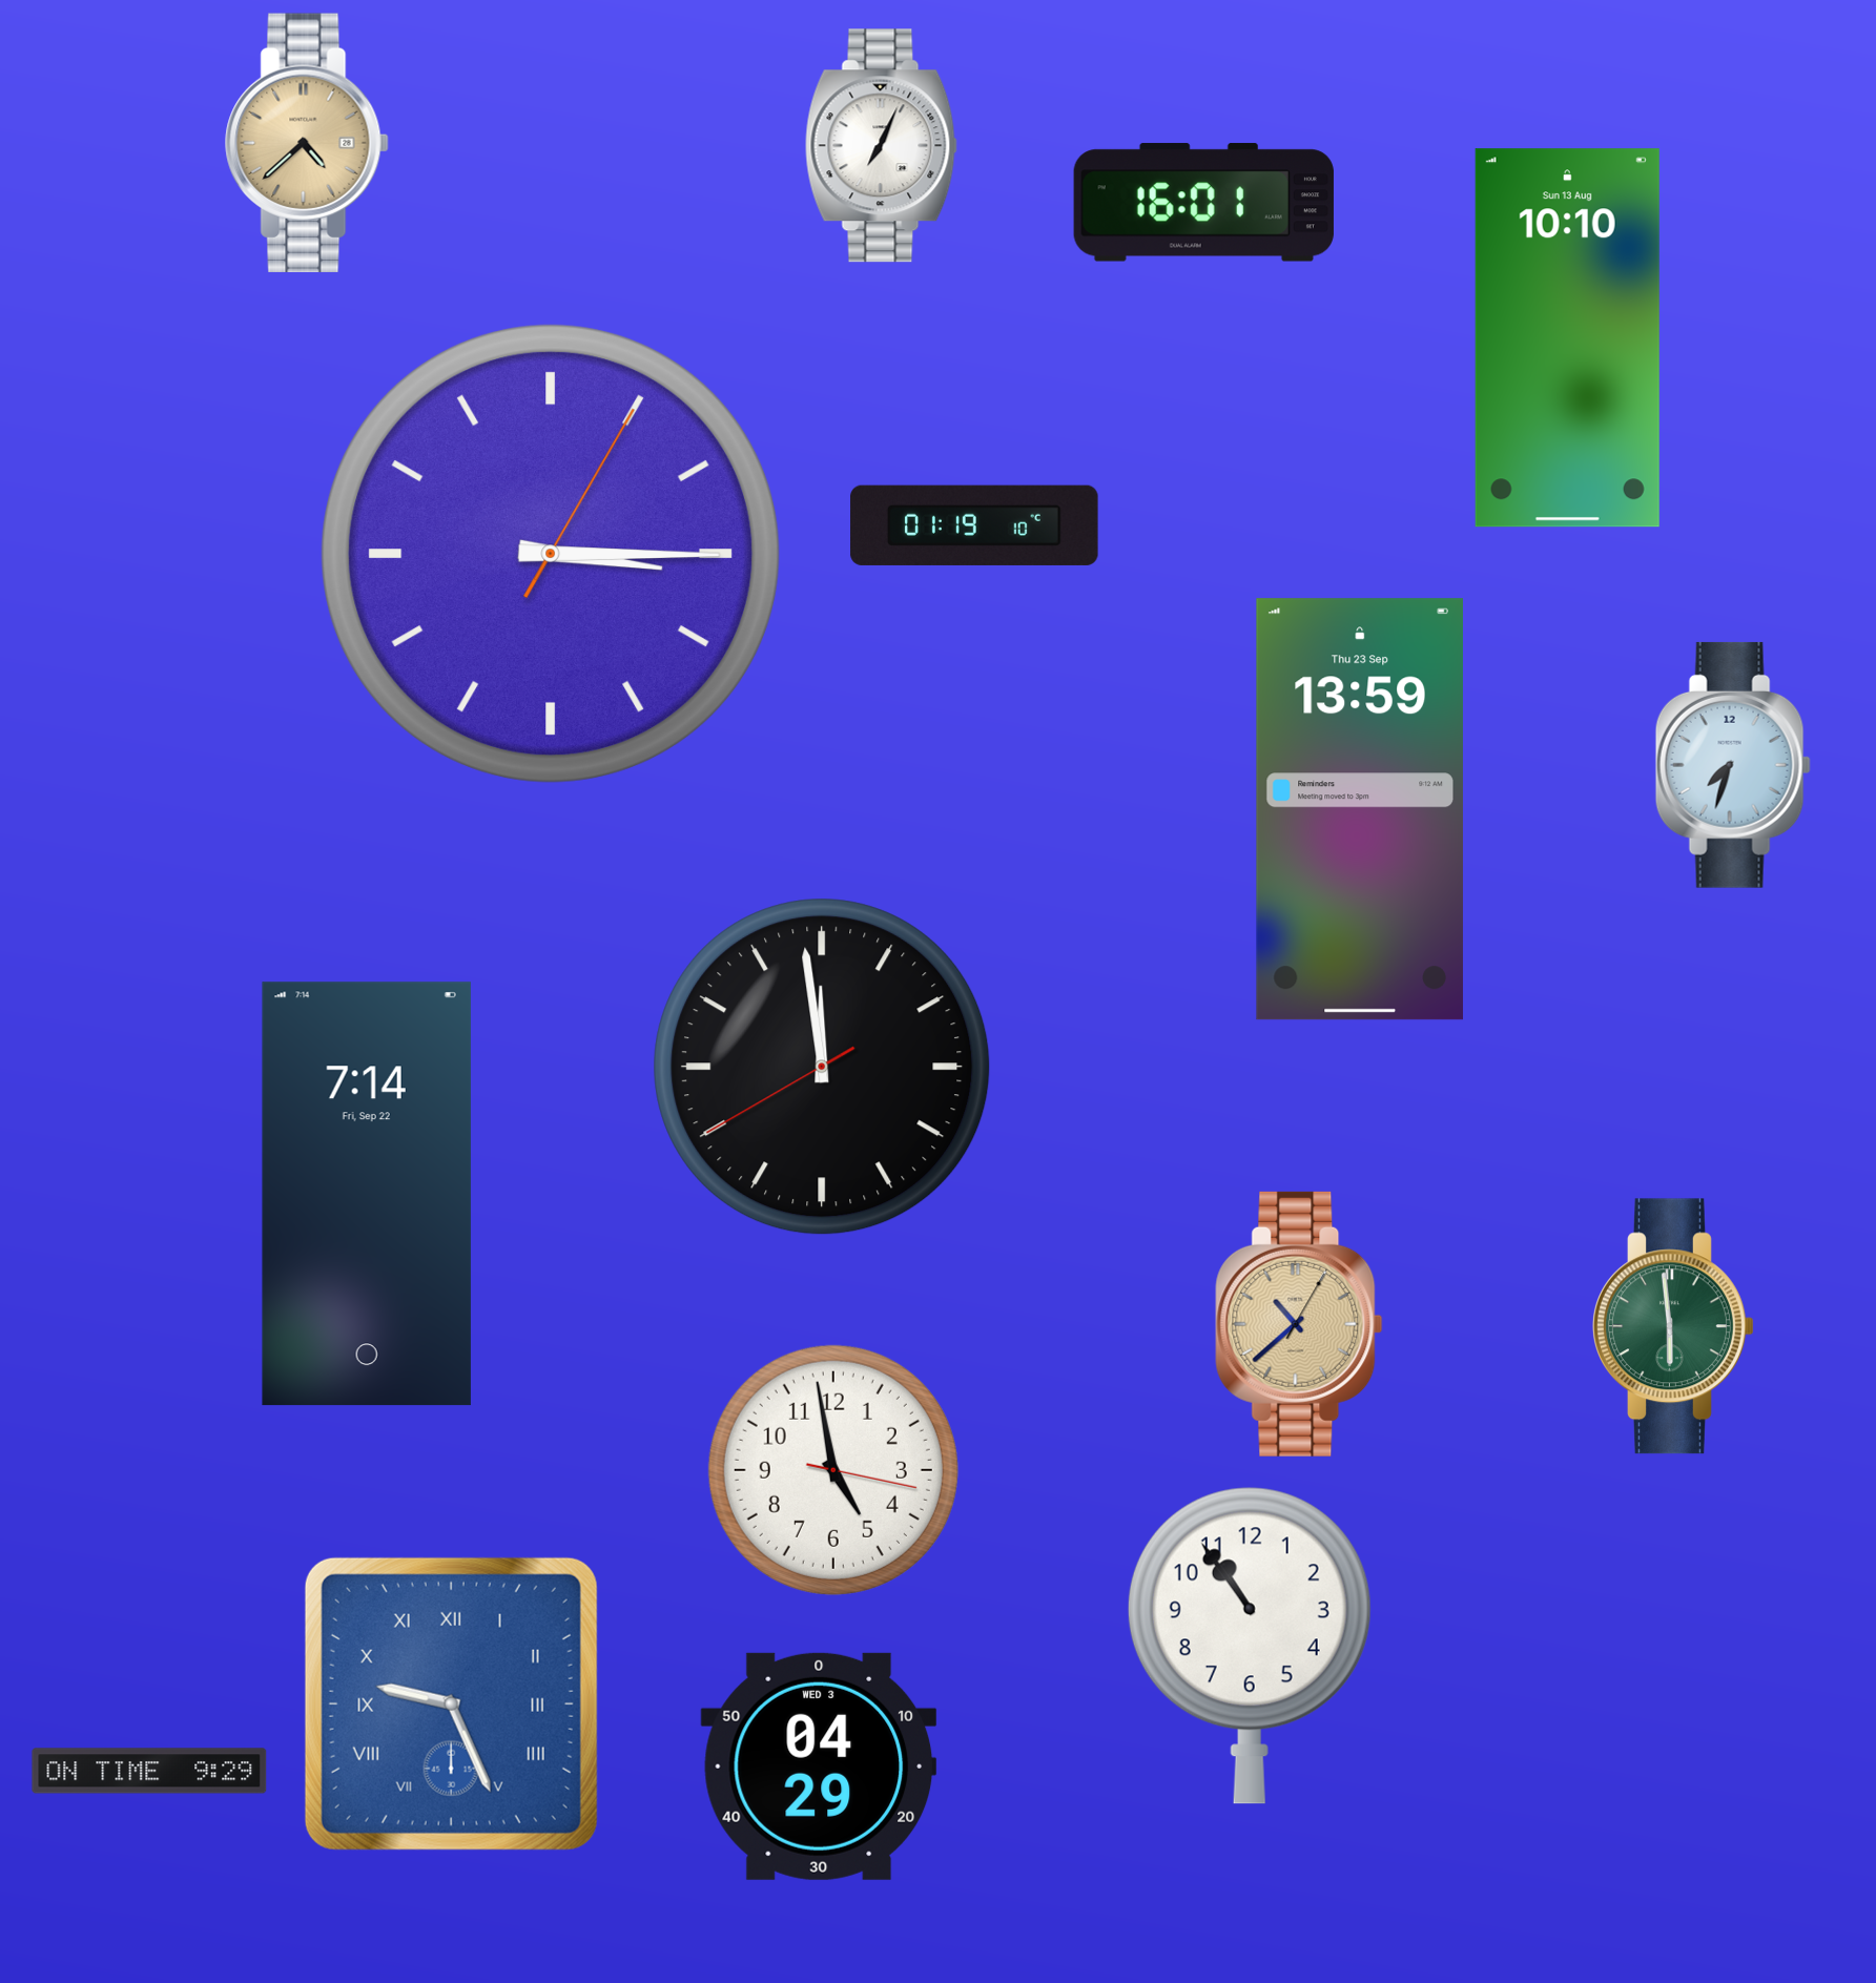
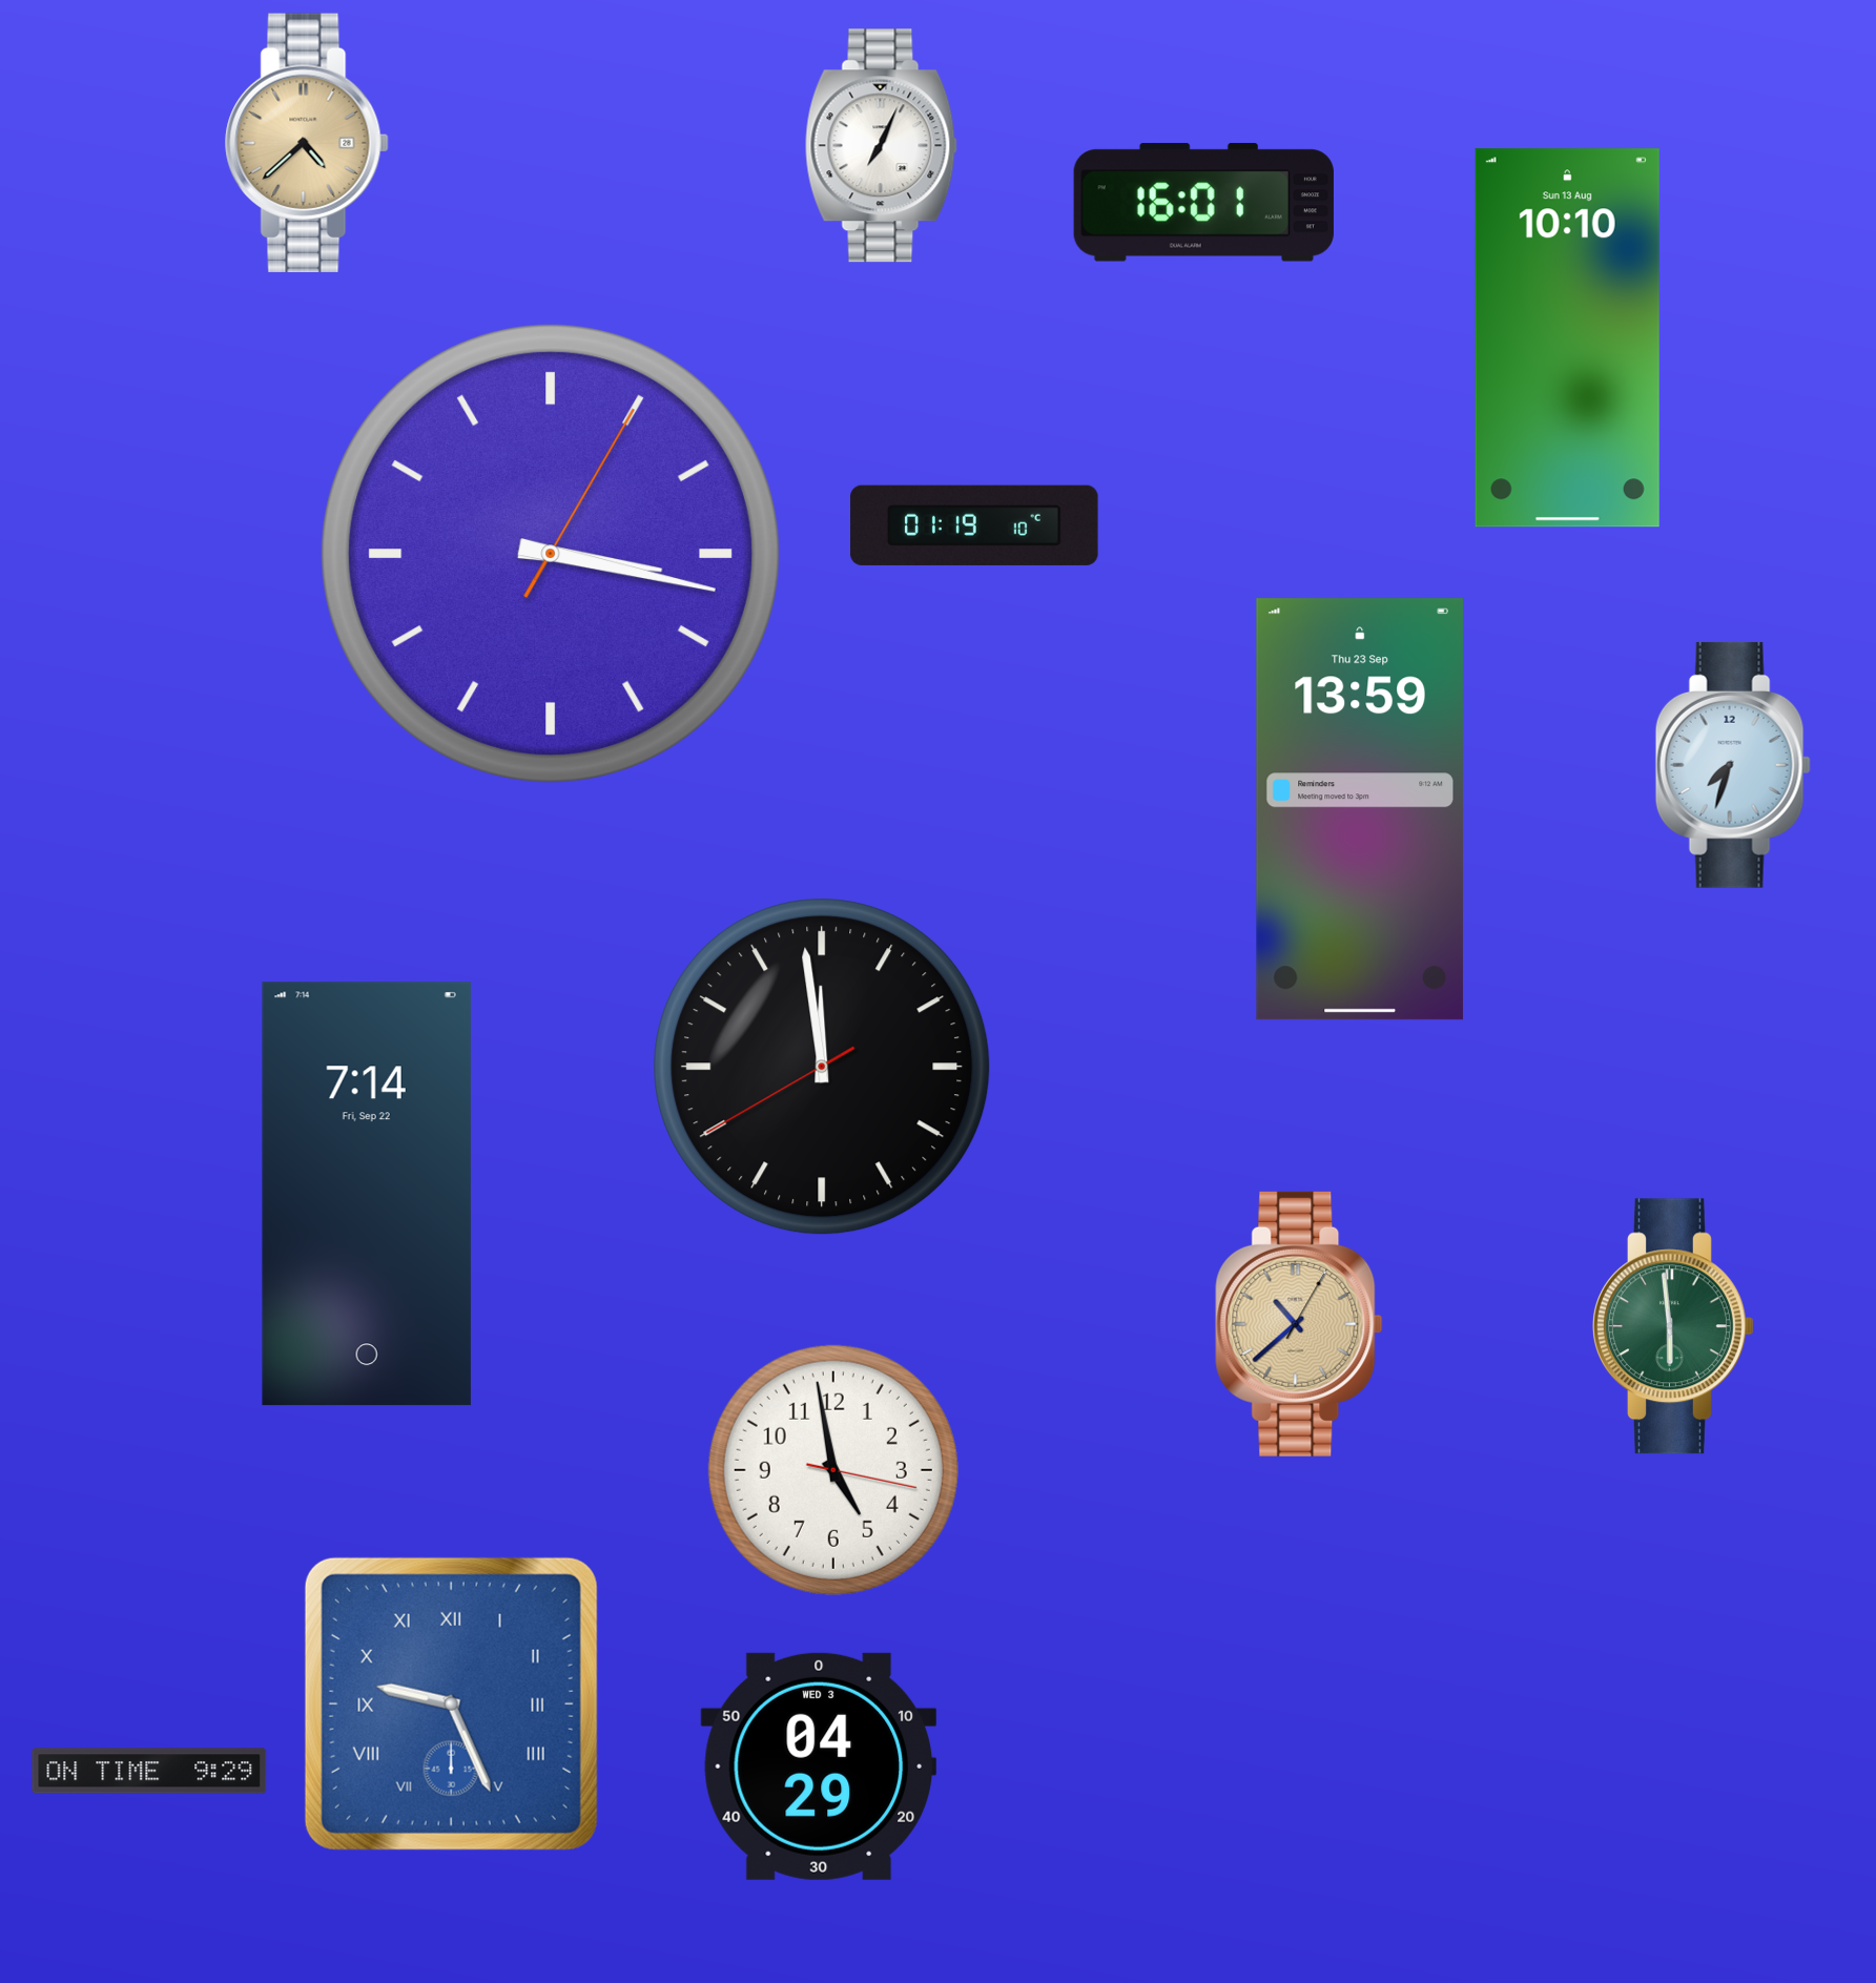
clock at (551, 554): 3:15 -> 3:17
clock at (1250, 1646): 10:54 -> none
